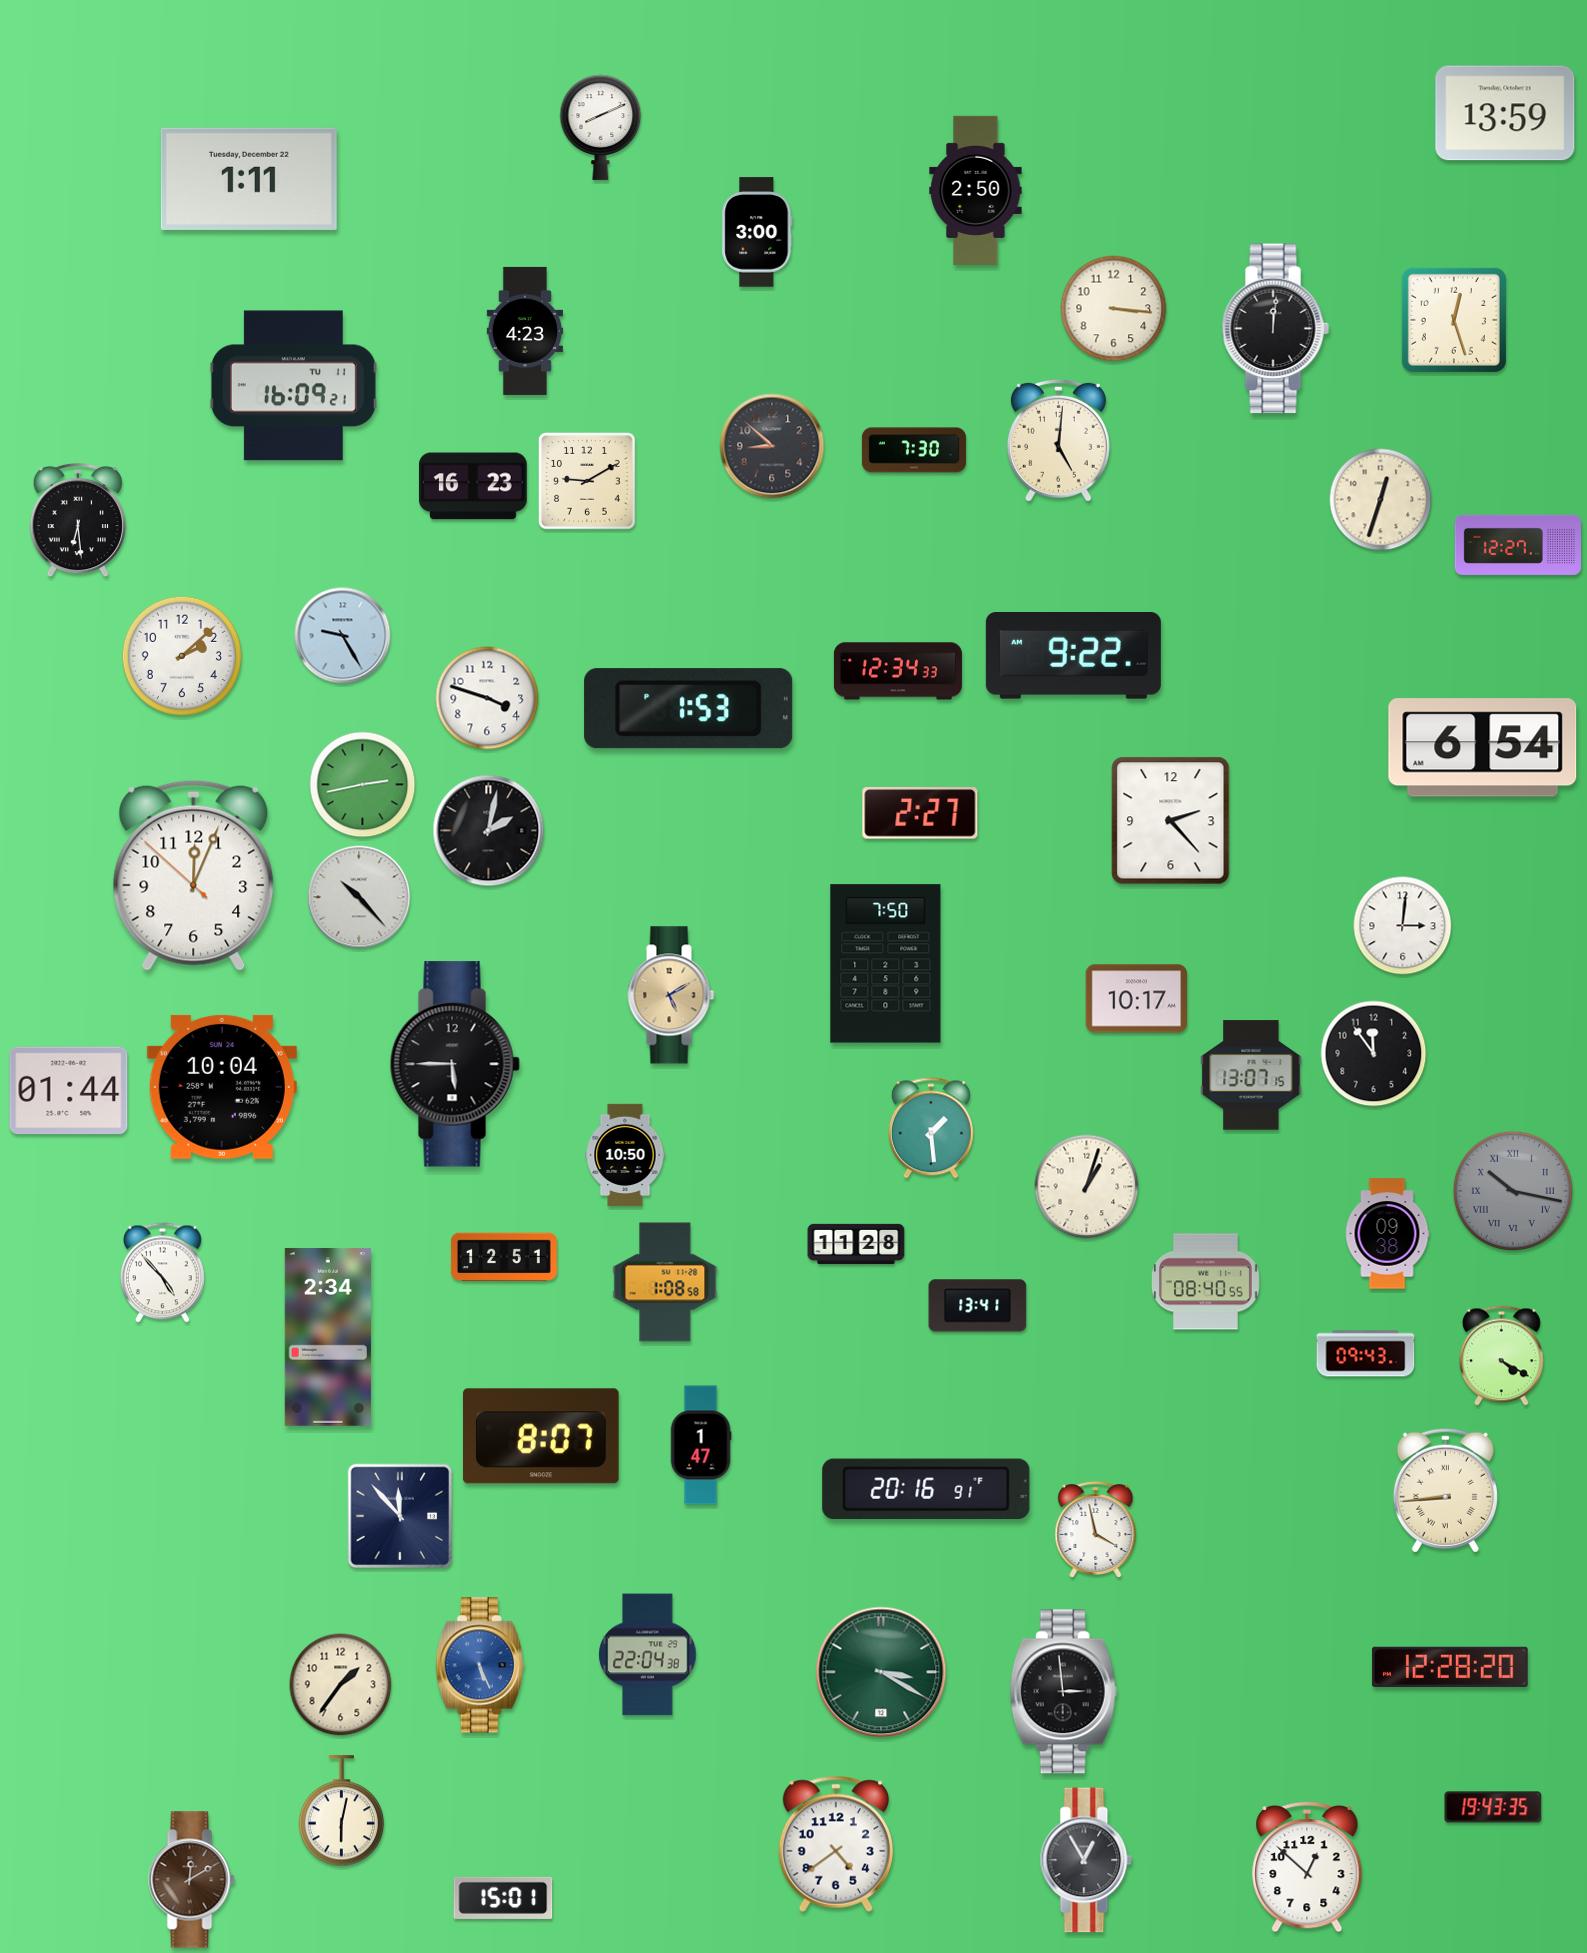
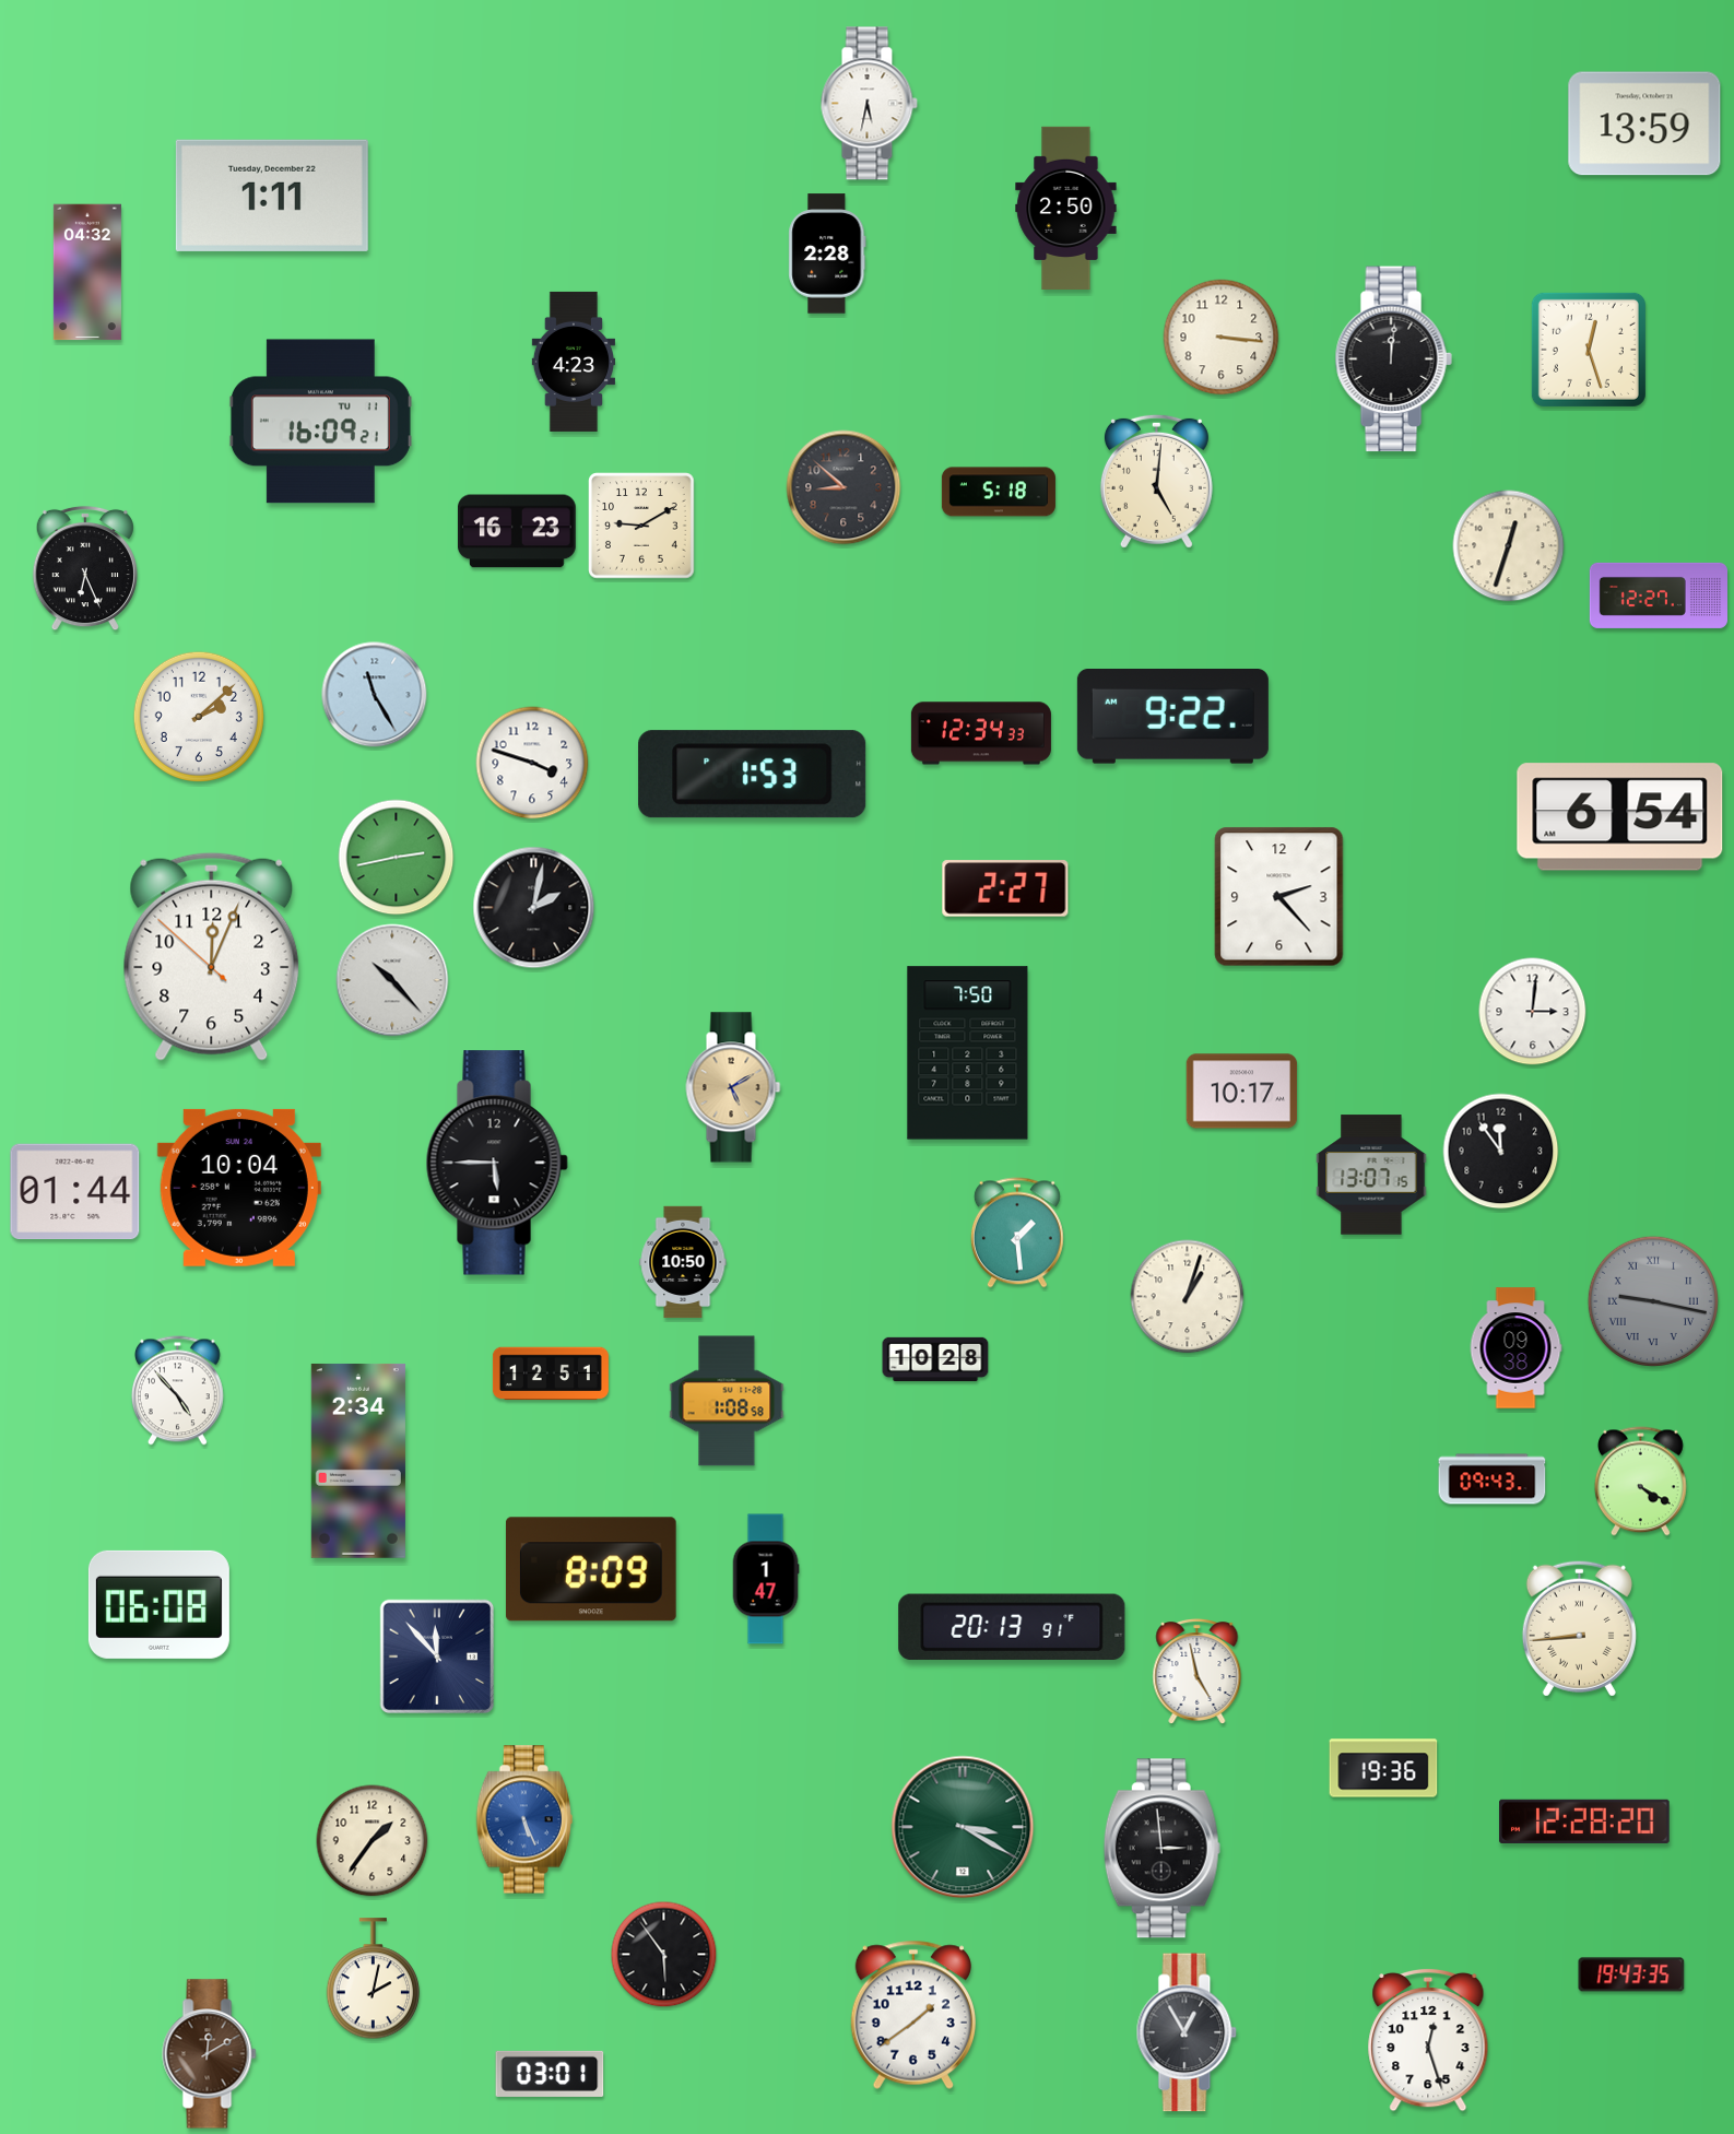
clock at (869, 104): none -> 5:32
clock at (601, 127): 8:11 -> none
clock at (757, 232): 3:00 -> 2:28
clock at (87, 272): none -> 04:32
clock at (1114, 309) position: (1114, 309) -> (1222, 338)
clock at (914, 450): 7:30 -> 5:18
clock at (78, 520): 6:29 -> 6:26
clock at (343, 636): 9:25 -> 11:25
clock at (1251, 1075) position: (1251, 1075) -> (1371, 1175)
clock at (222, 1087) position: (222, 1087) -> (239, 1188)
clock at (1513, 1191): 10:17 -> 9:17
clock at (856, 1244): 11:28 -> 10:28
clock at (1205, 1282): 08:40 -> none
clock at (978, 1306): 13:41 -> none
clock at (541, 1436): 8:07 -> 8:09
clock at (158, 1604): none -> 06:08
clock at (926, 1489): 20:16 -> 20:13
clock at (1096, 1530): 3:58 -> 4:58
clock at (1383, 1768): none -> 19:36
clock at (648, 1655): 22:04 -> none
clock at (664, 1955): none -> 5:54
clock at (342, 1811): 6:02 -> 2:02
clock at (836, 1844): 4:39 -> 1:39
clock at (1307, 1867): 12:52 -> 12:27
clock at (503, 1898): 15:01 -> 03:01
